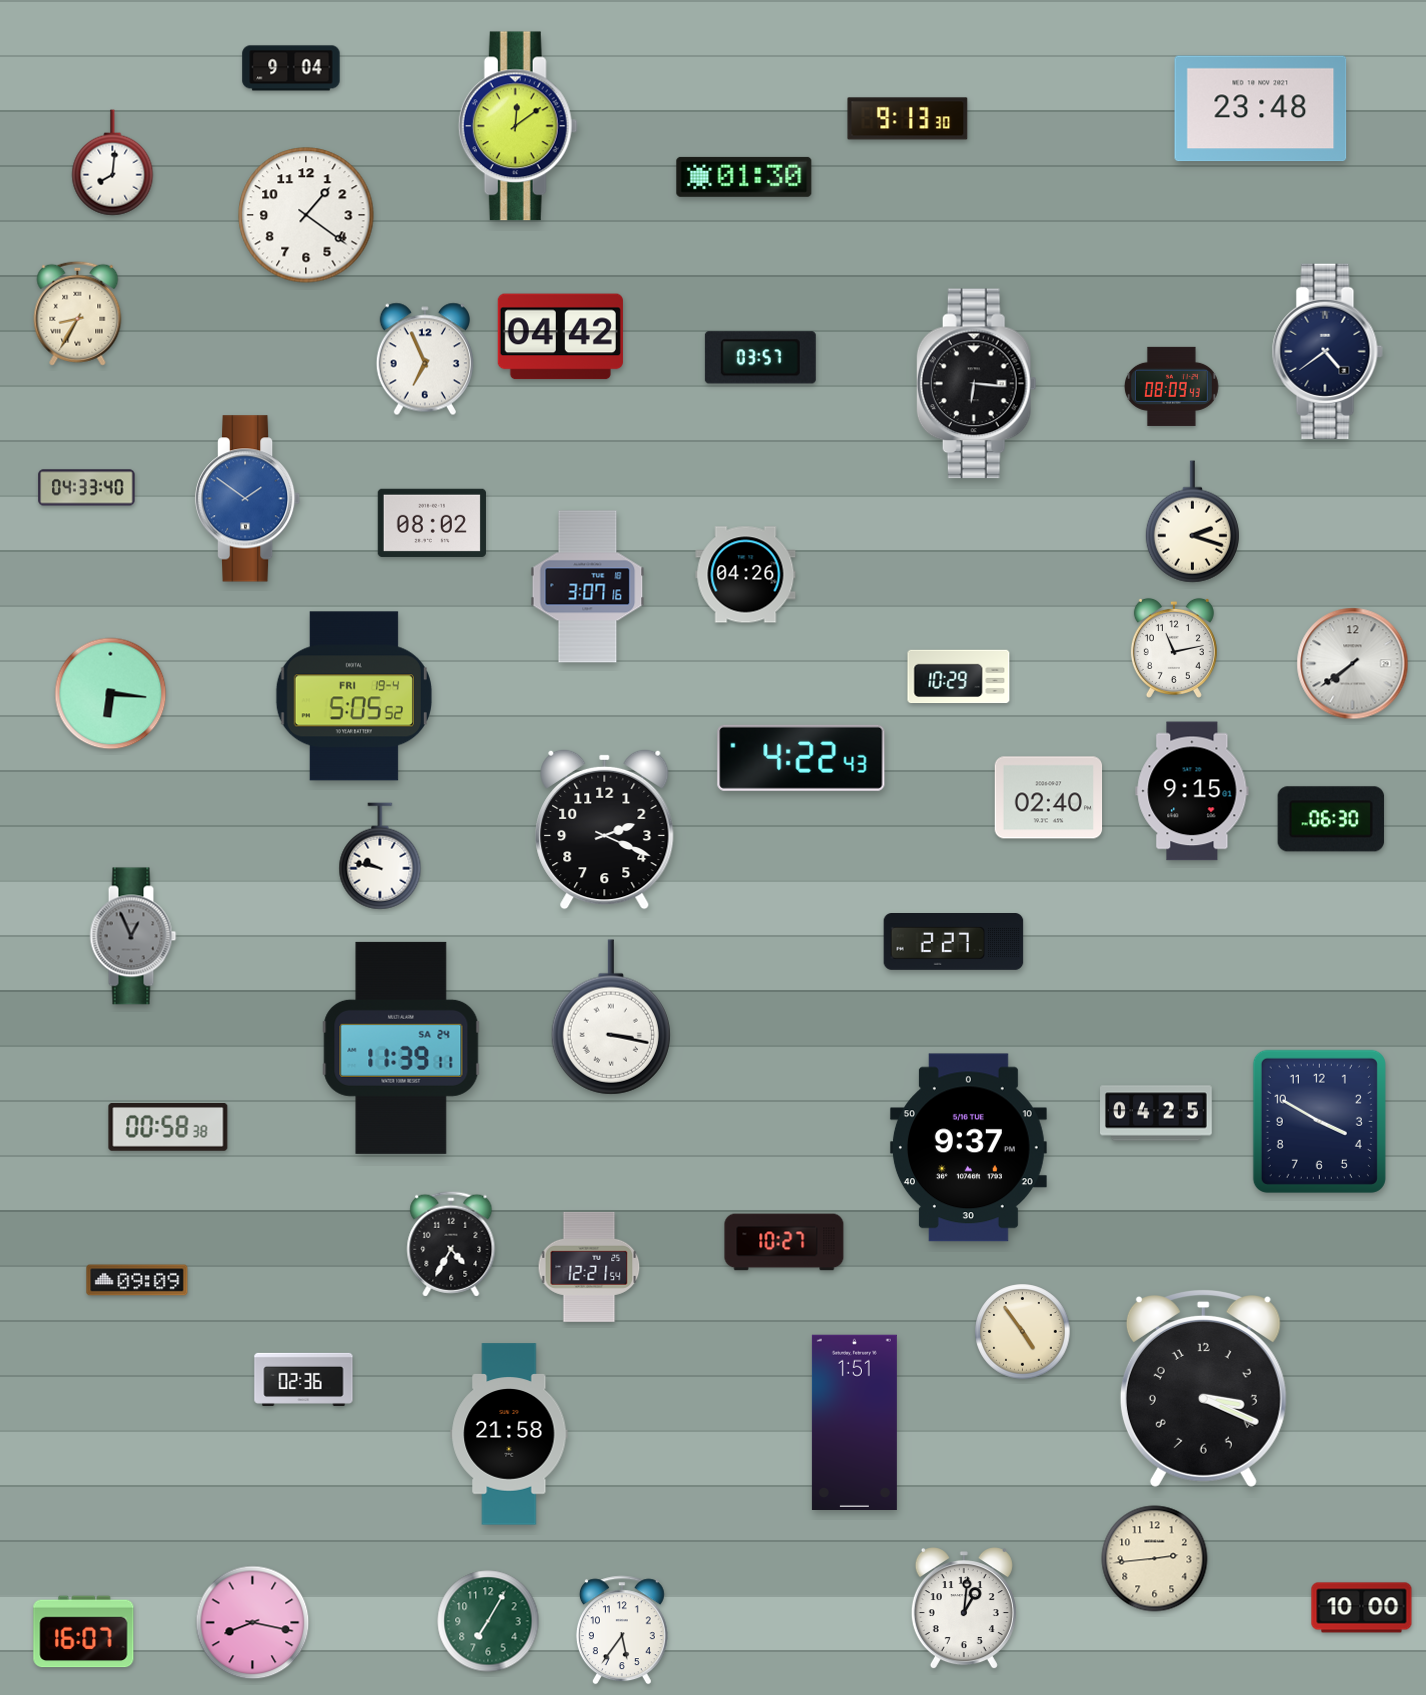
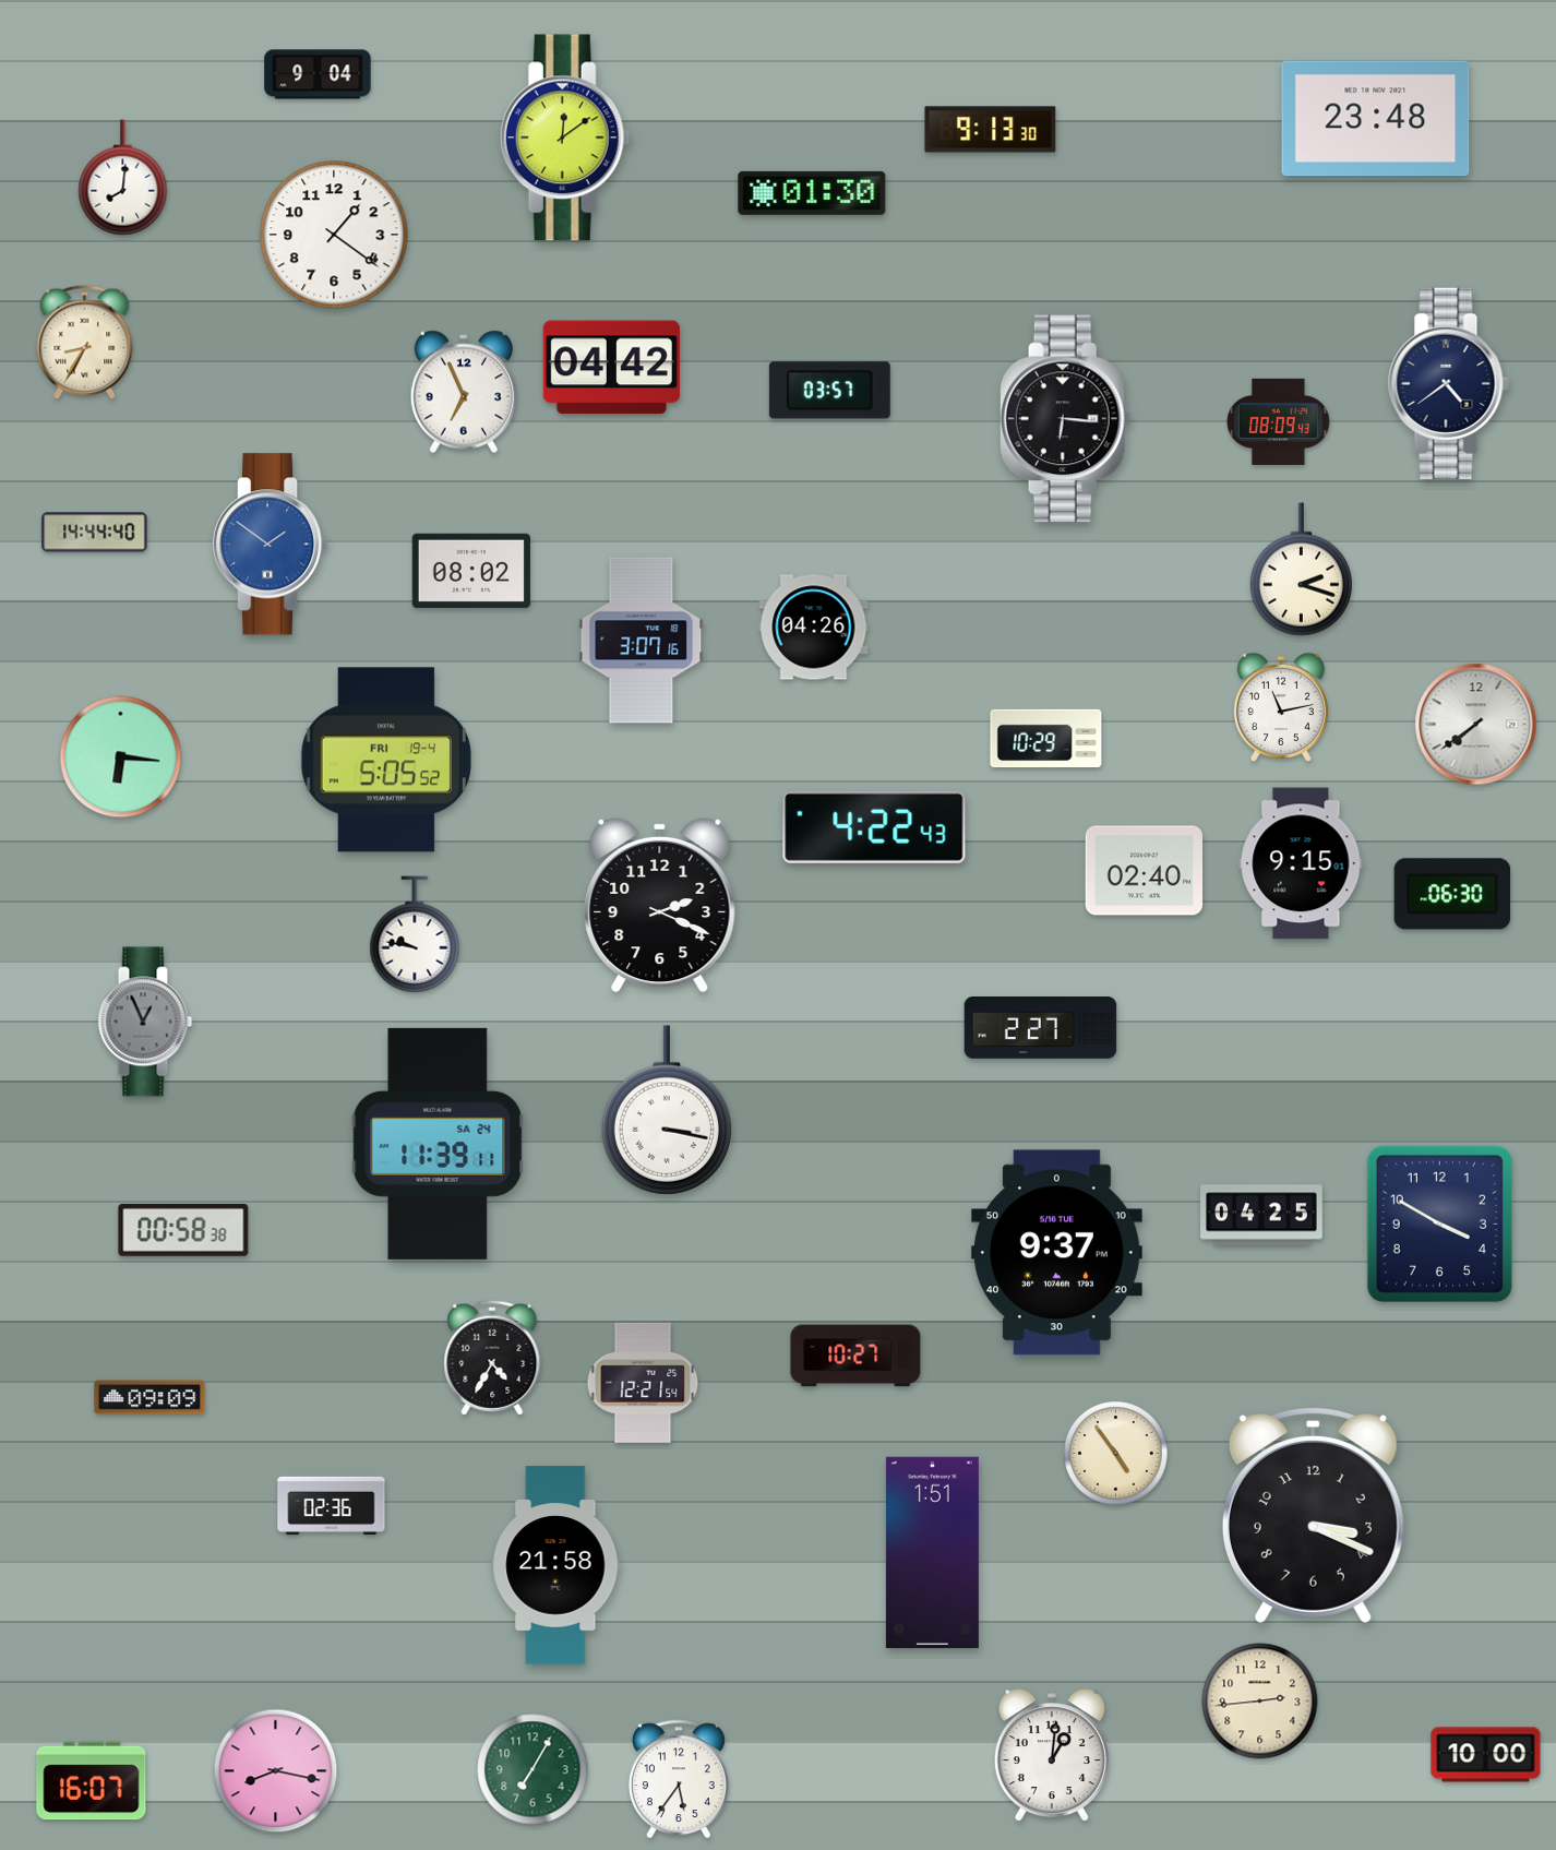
clock at (87, 488): 04:33 -> 14:44
